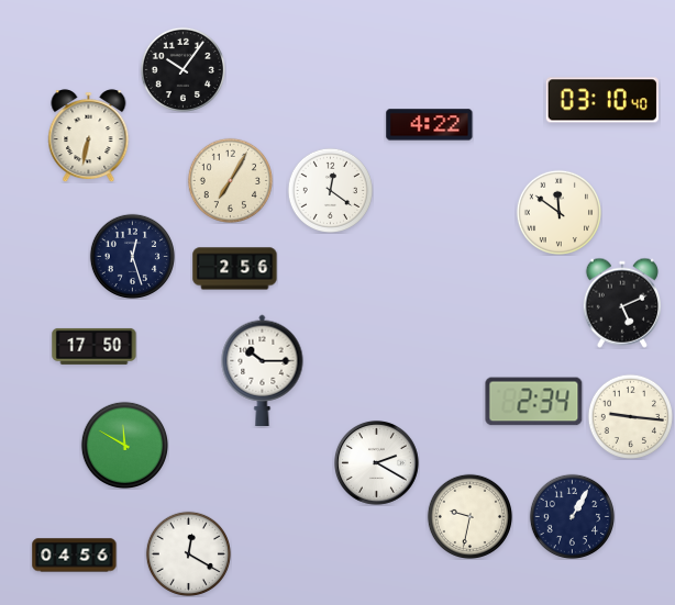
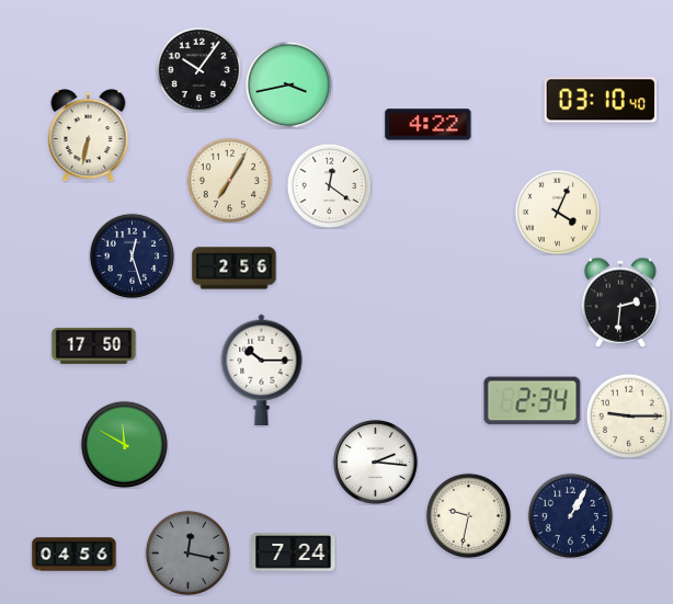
clock at (182, 69) position: (182, 69) -> (198, 69)
clock at (288, 84): none -> 3:43
clock at (330, 190) position: (330, 190) -> (329, 185)
clock at (558, 212): 11:51 -> 4:04
clock at (621, 303): 5:11 -> 2:31
clock at (630, 416): 9:16 -> 9:15
clock at (376, 462): 2:20 -> 2:16
clock at (188, 553): 12:20 -> 12:17
clock at (188, 553) dial: white -> grey
clock at (294, 552): none -> 7:24
